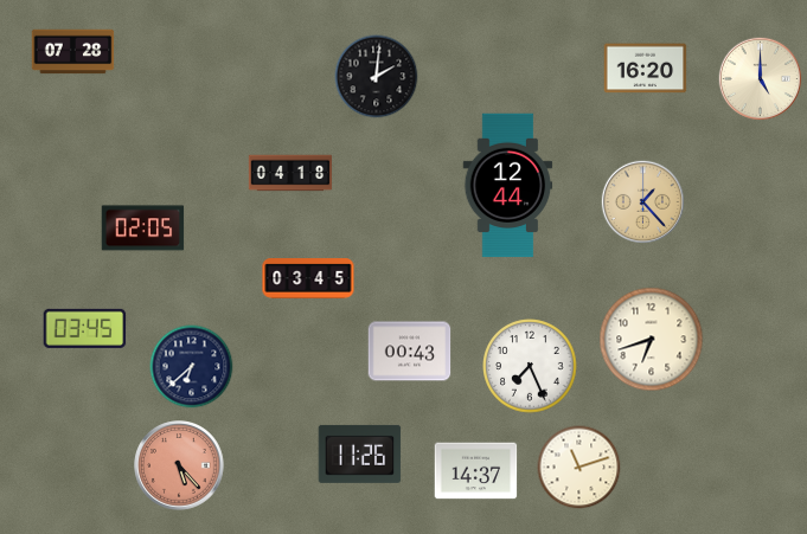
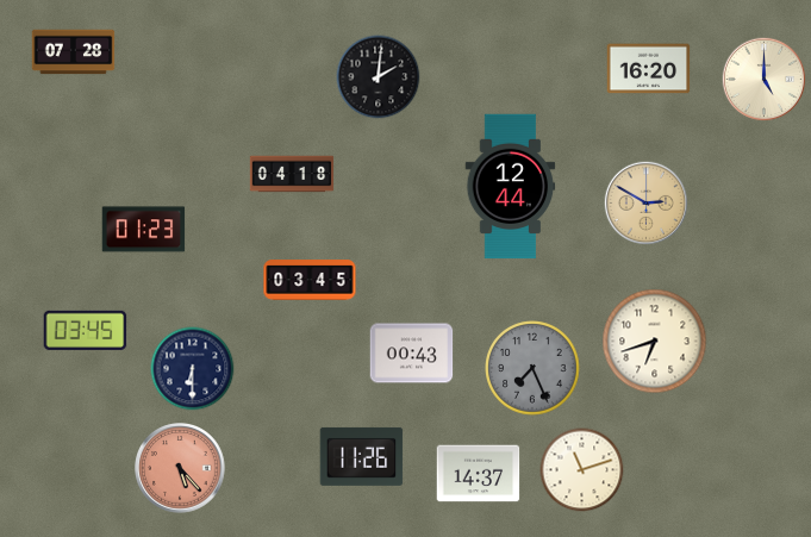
clock at (643, 202): 1:23 -> 2:50
clock at (143, 229): 02:05 -> 01:23
clock at (530, 366) dial: white -> grey
clock at (192, 367): 6:38 -> 6:30
